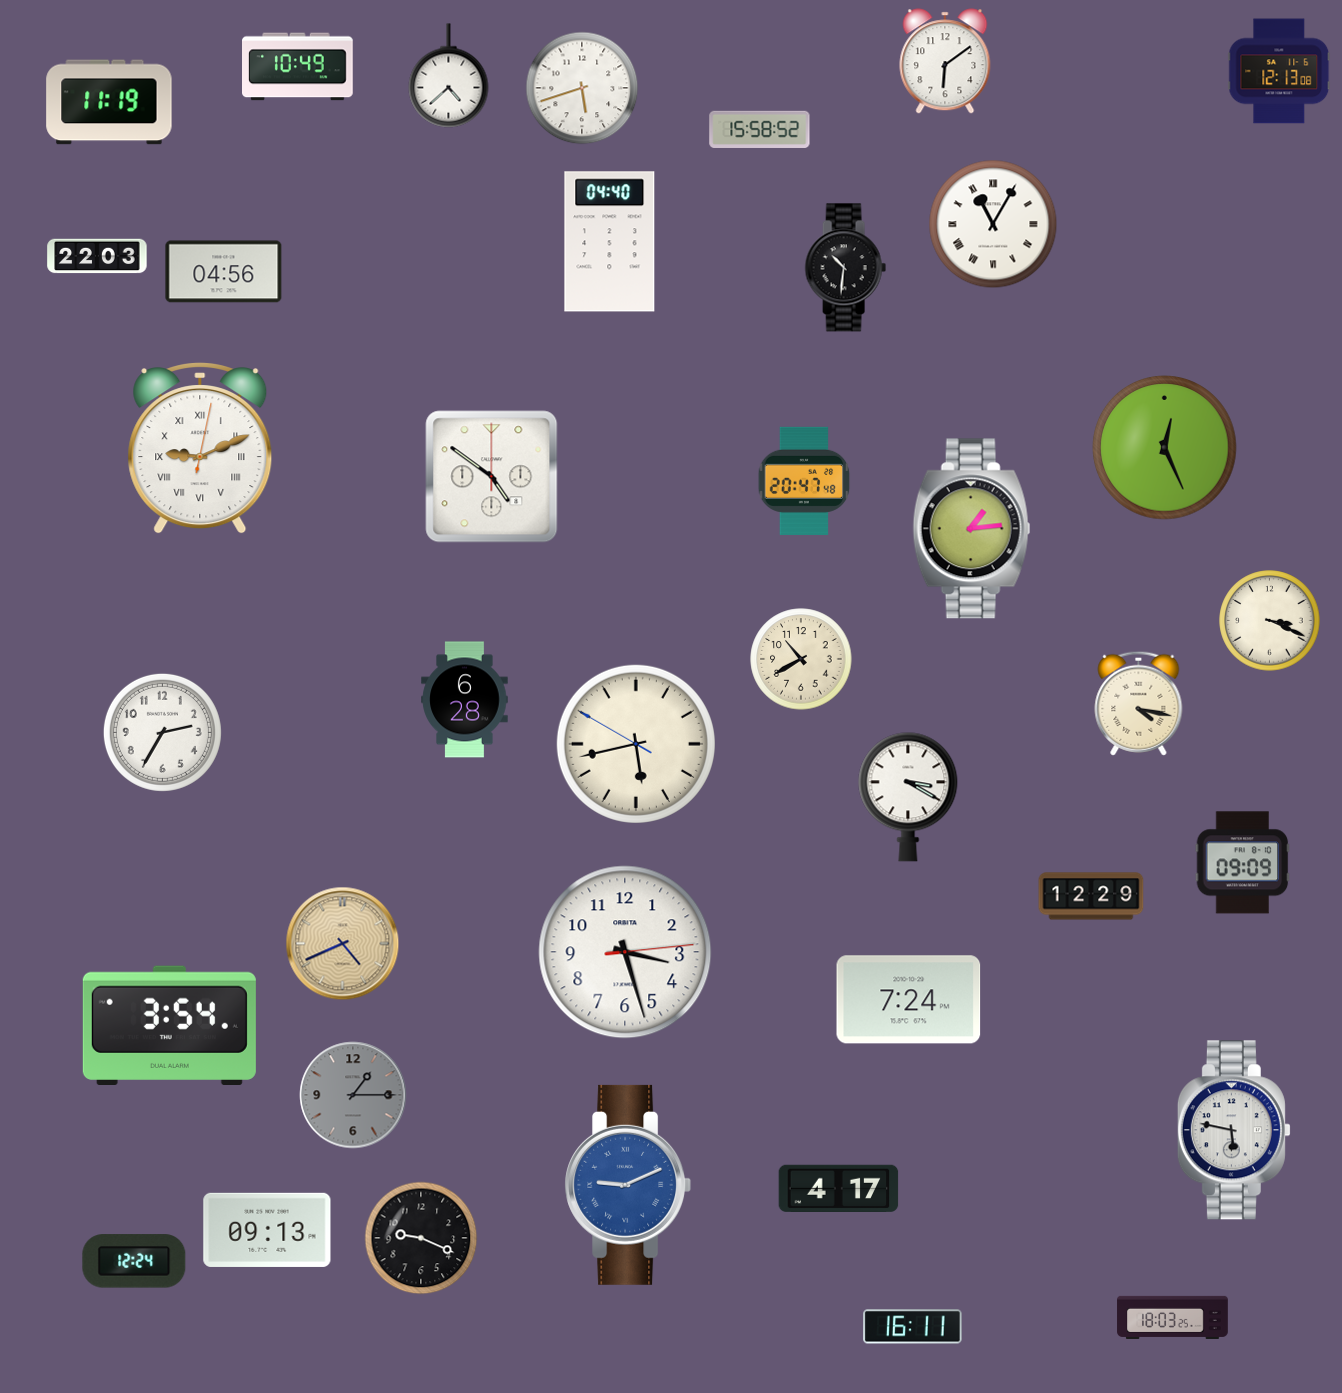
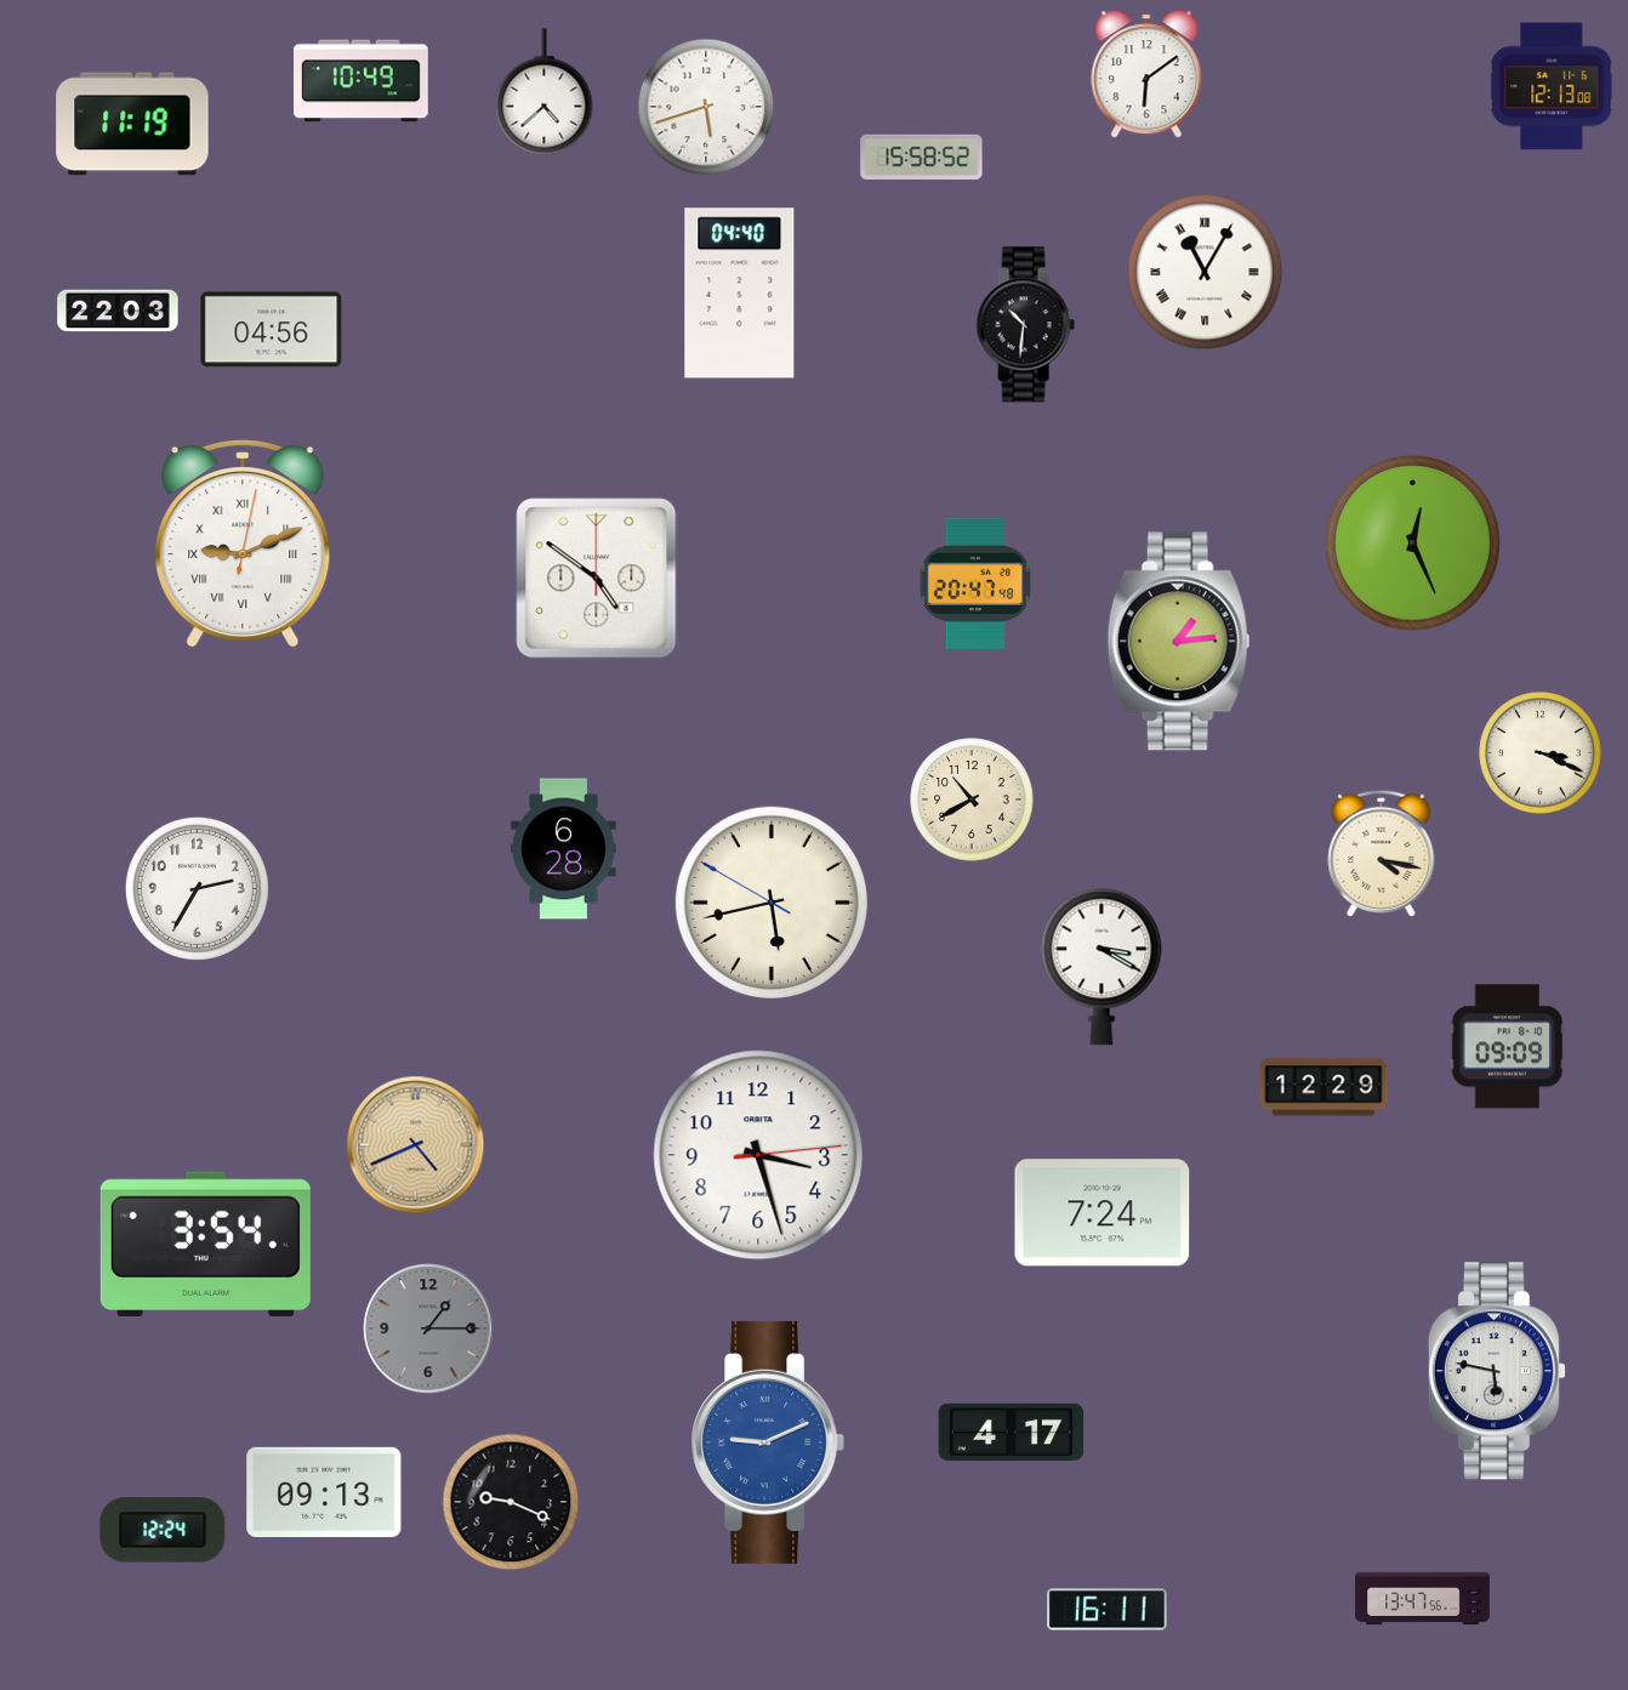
clock at (628, 1185) position: (628, 1185) -> (768, 1443)
clock at (839, 1189) position: (839, 1189) -> (1012, 1433)
clock at (1173, 1317): 18:03 -> 13:47
